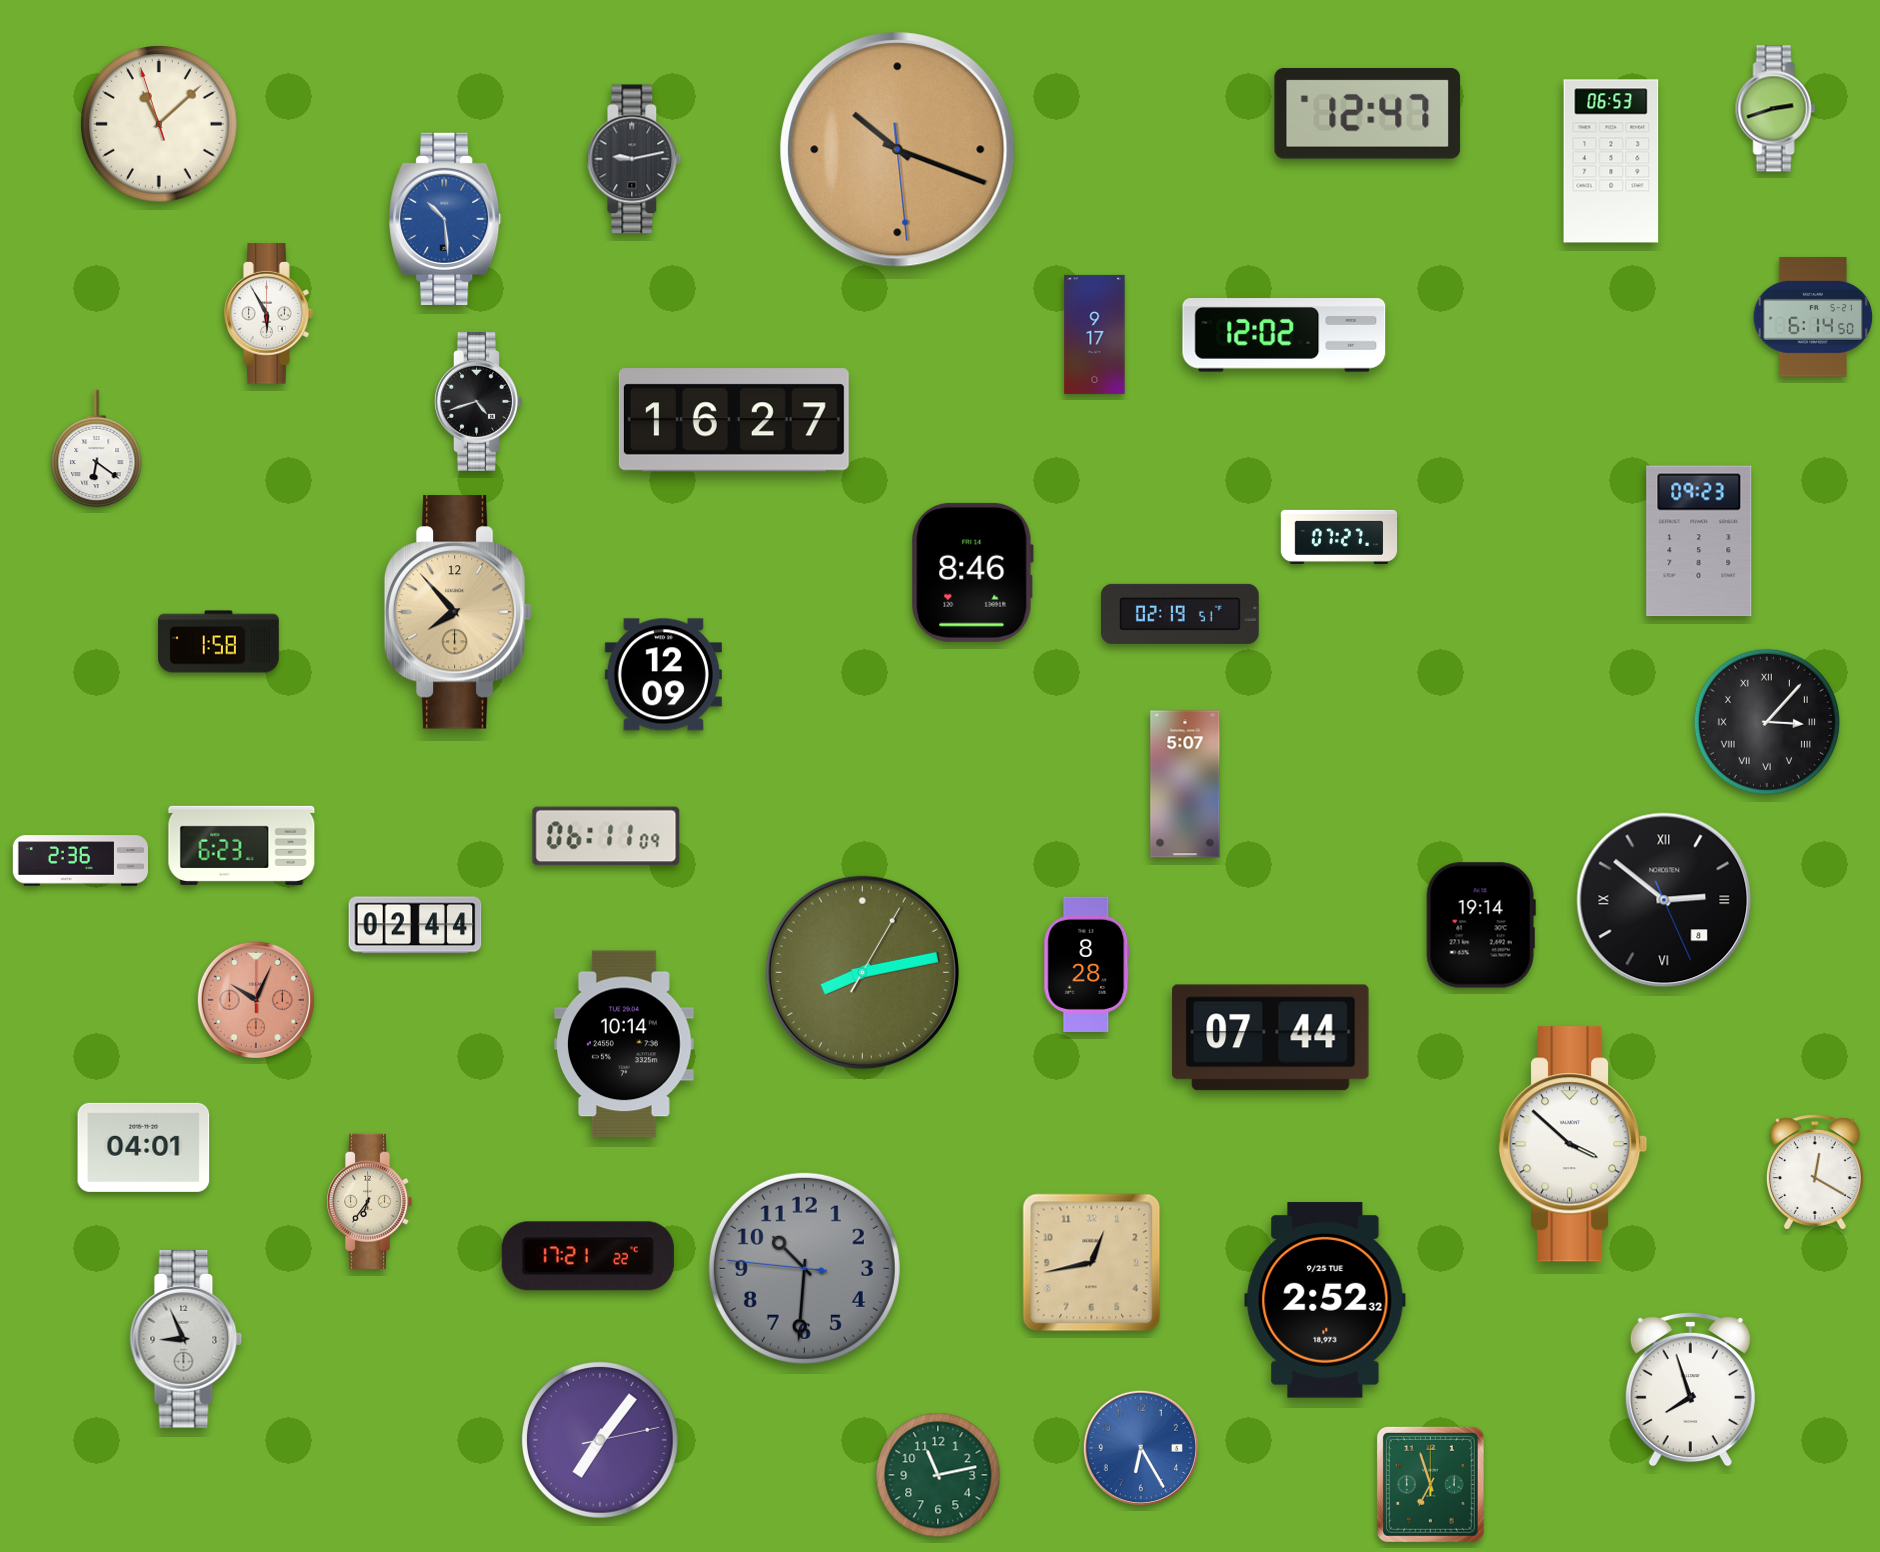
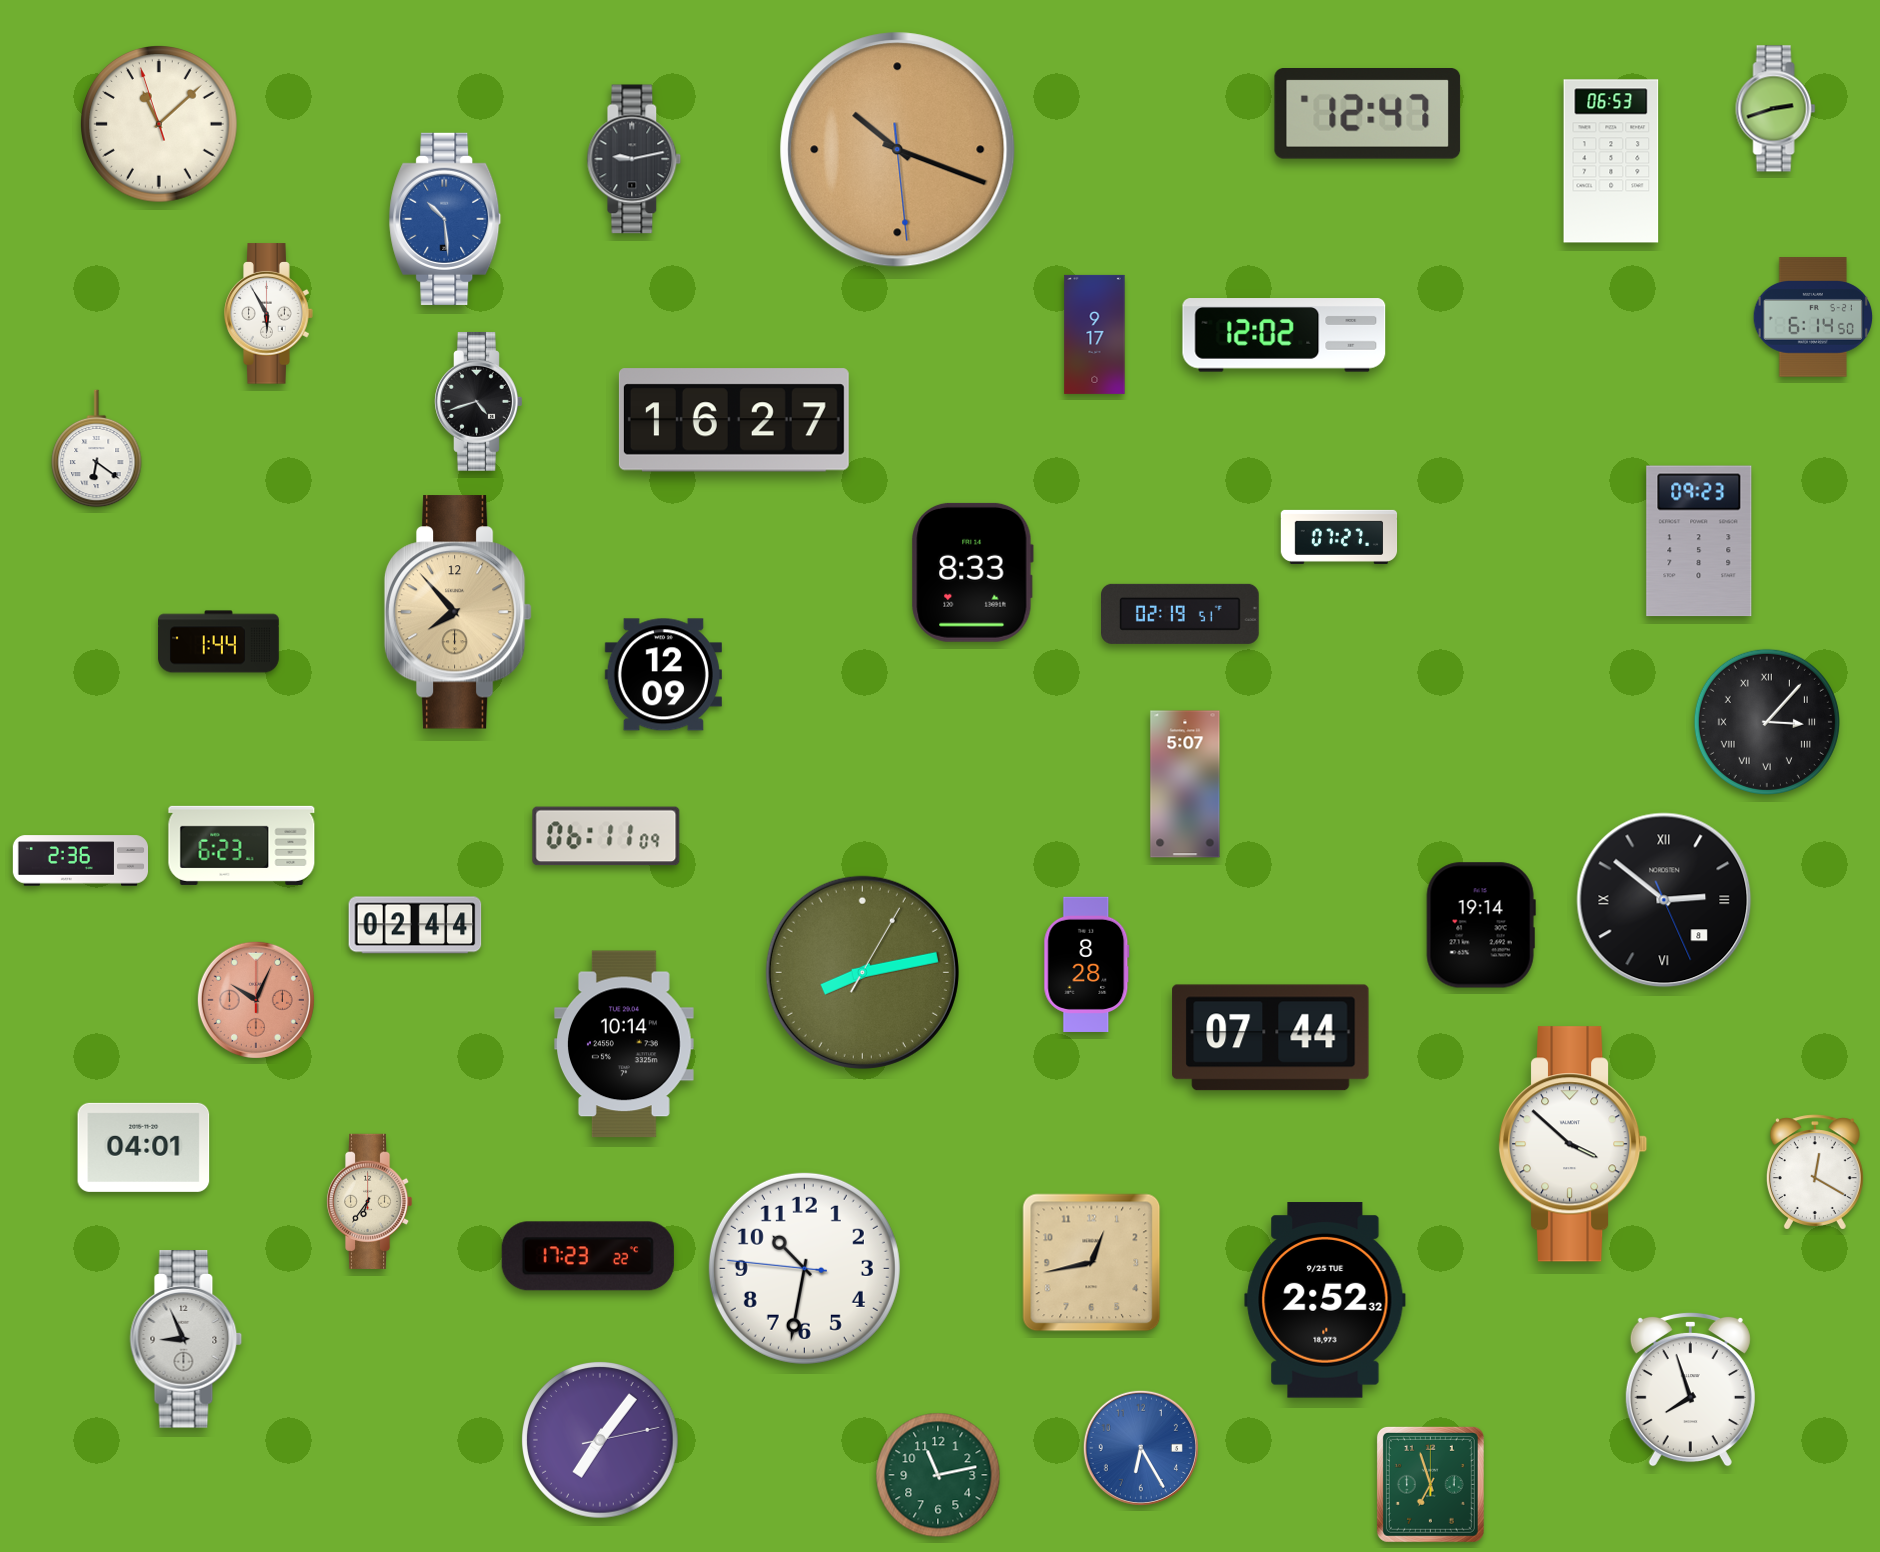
clock at (972, 572): 8:46 -> 8:33
clock at (219, 642): 1:58 -> 1:44
clock at (588, 1256): 17:21 -> 17:23
clock at (804, 1268): 10:30 -> 10:31
clock at (804, 1268) dial: grey -> white
